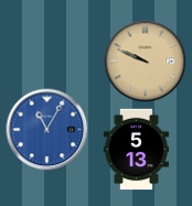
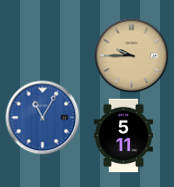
clock at (146, 62): 9:49 -> 9:45
clock at (136, 150): 5:13 -> 5:11
